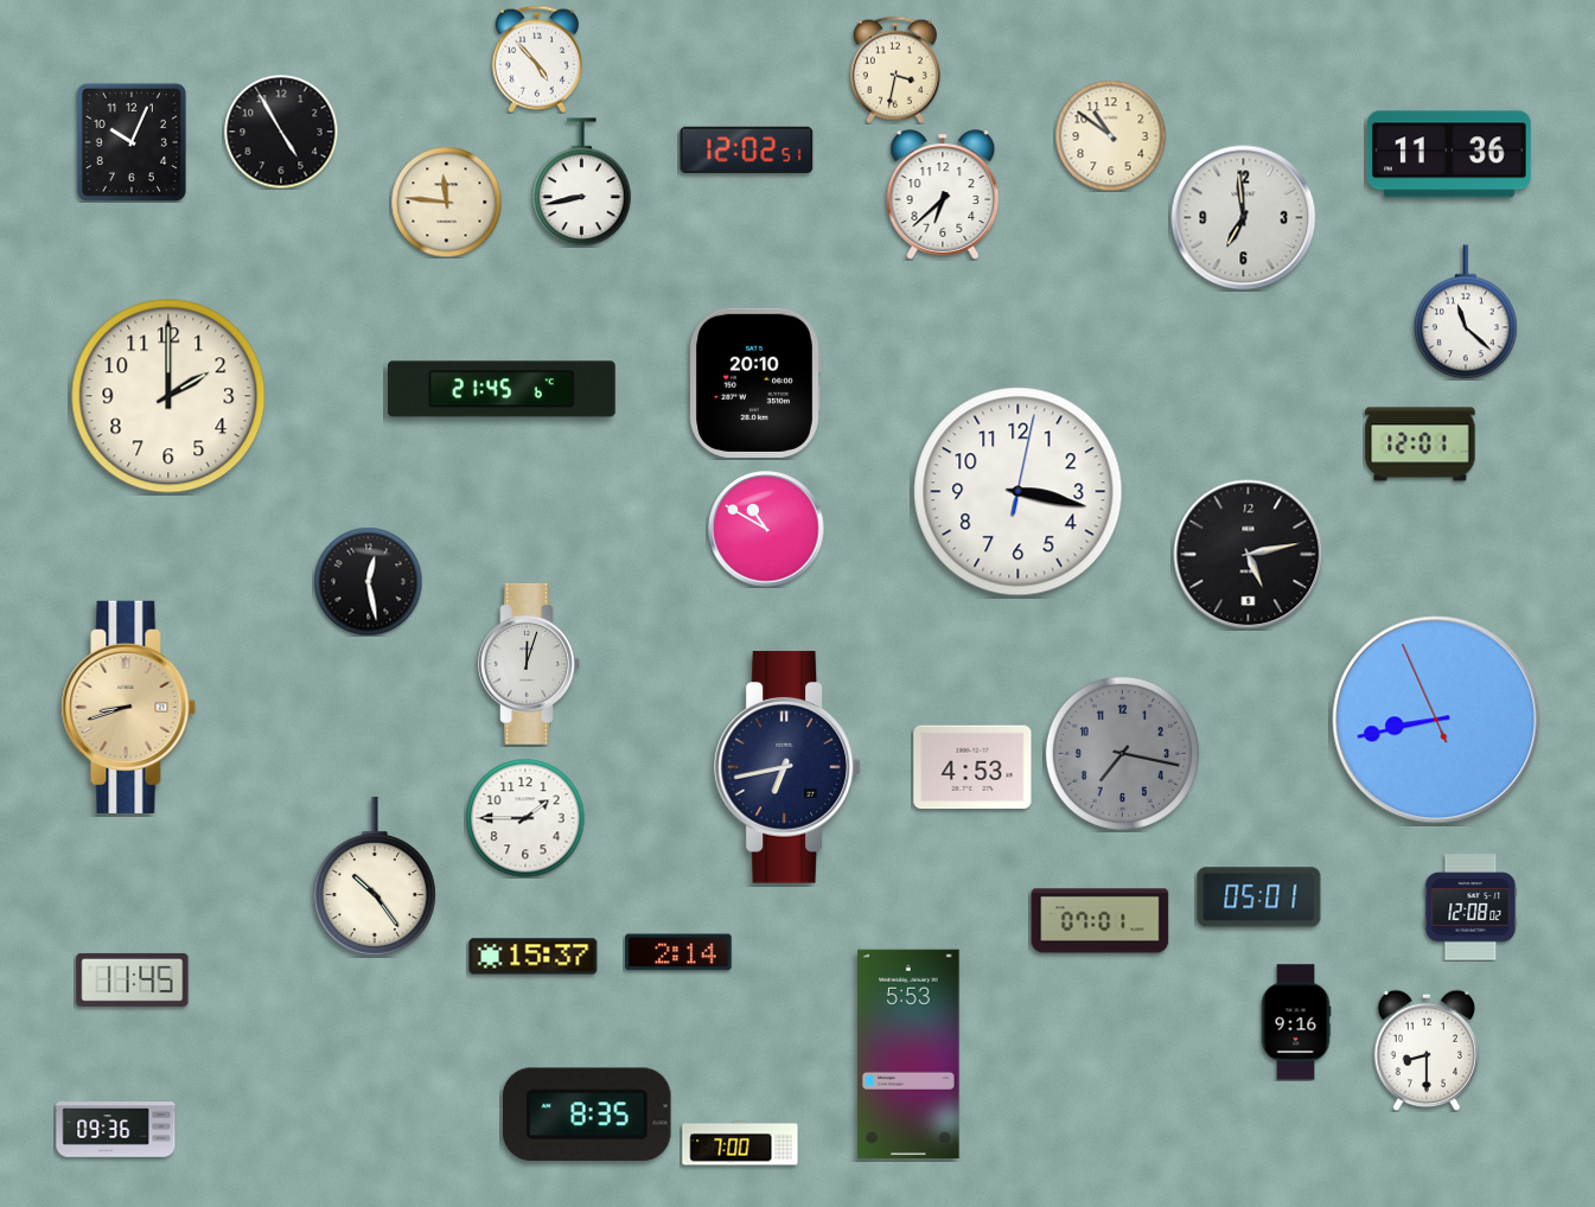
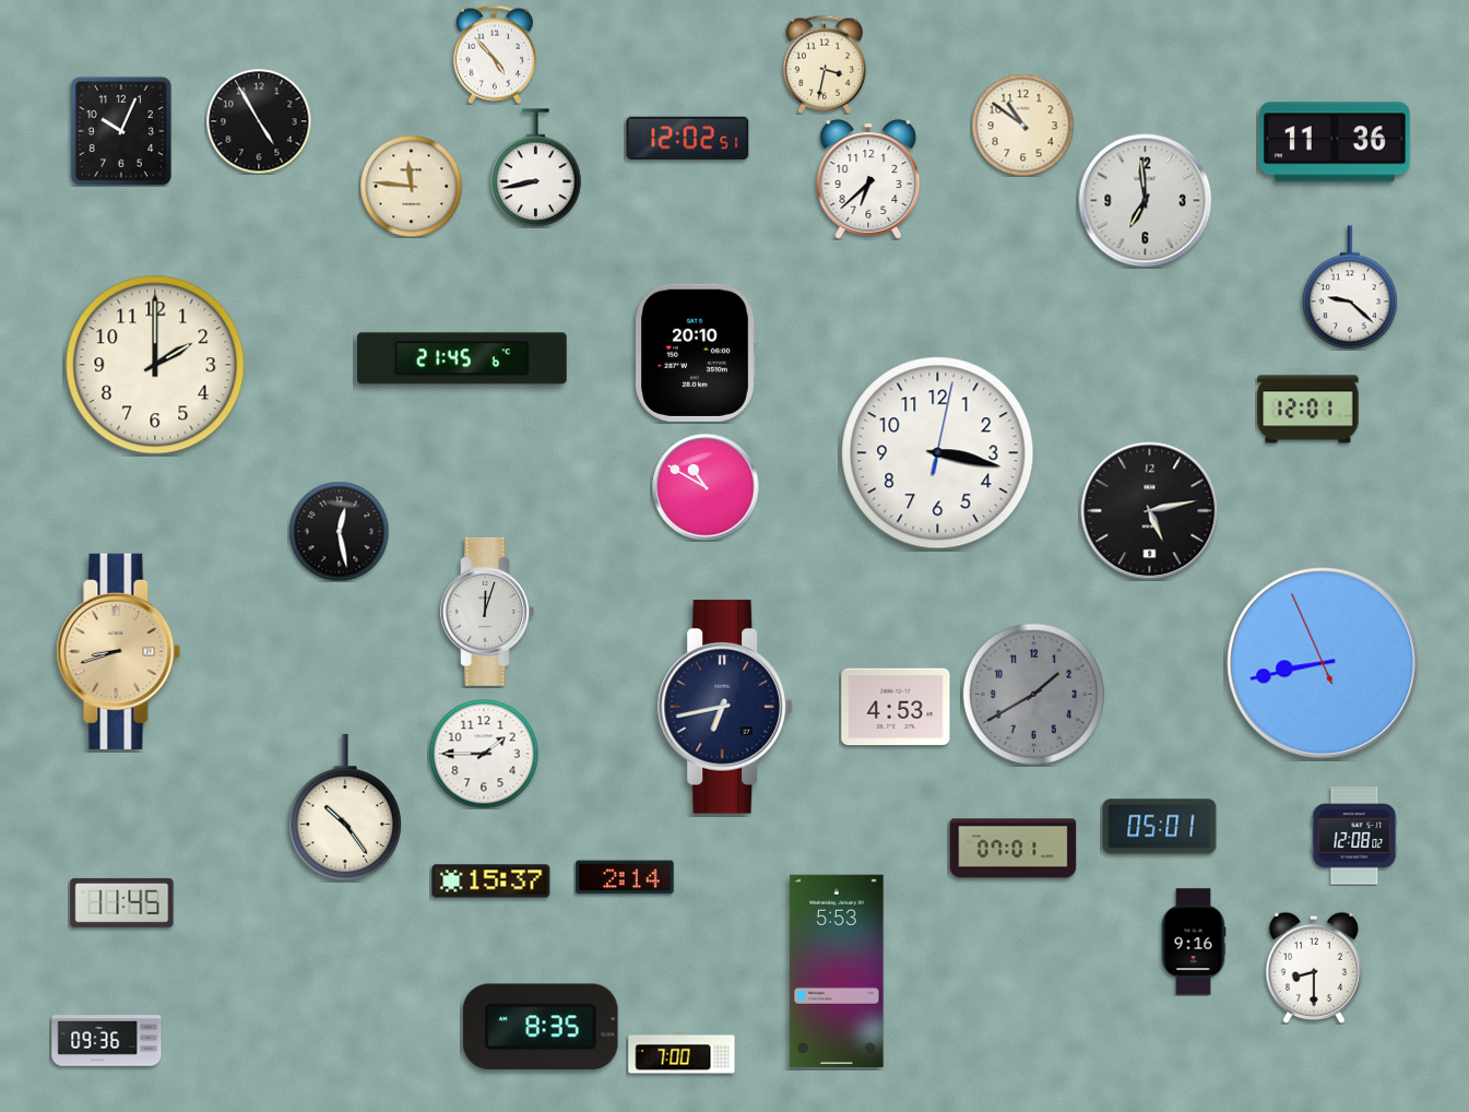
clock at (1466, 312): 11:22 -> 9:22
clock at (368, 581) position: (368, 581) -> (339, 531)
clock at (1122, 753): 7:17 -> 1:40
